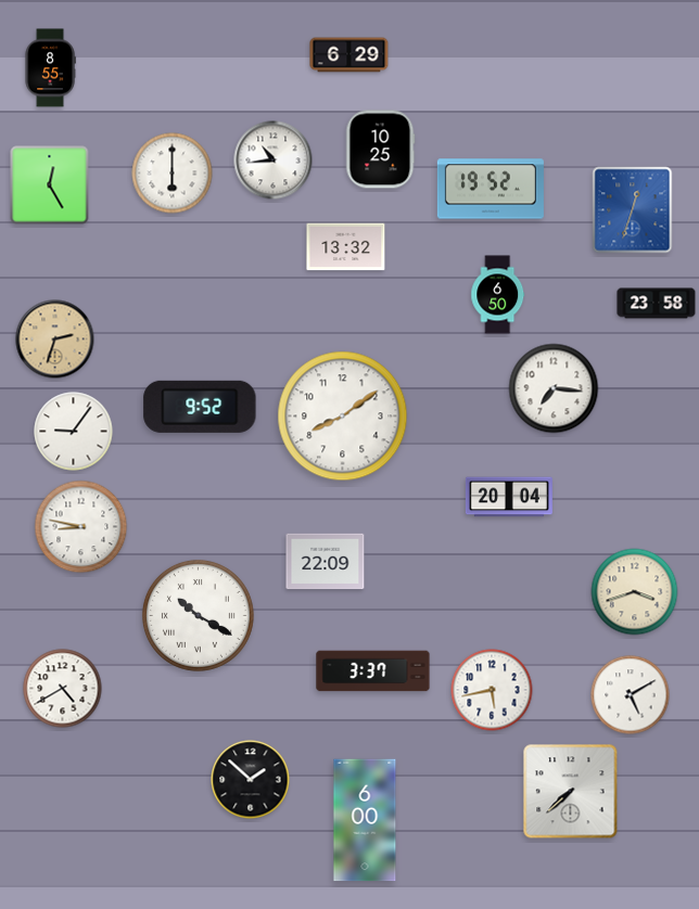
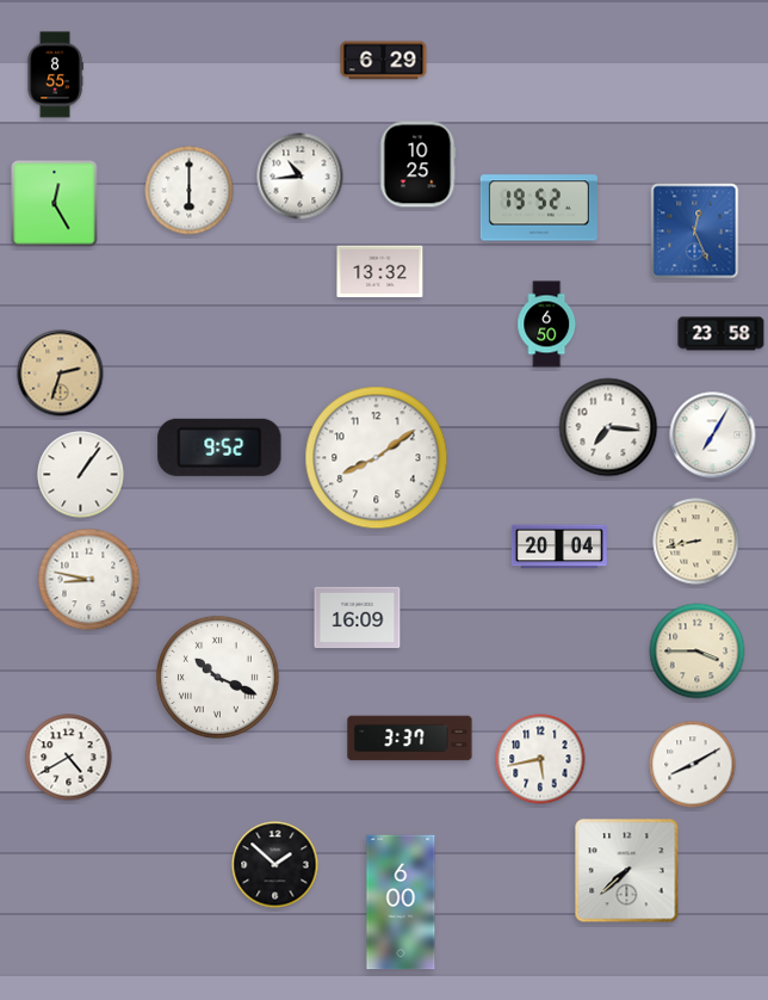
clock at (633, 210): 12:33 -> 12:26
clock at (713, 436): none -> 7:05
clock at (74, 432): 9:06 -> 1:06
clock at (696, 542): none -> 8:43
clock at (326, 562): 22:09 -> 16:09
clock at (635, 592): 3:42 -> 3:45
clock at (198, 615): 10:20 -> 10:19
clock at (631, 695): 5:10 -> 8:10
clock at (251, 780) position: (251, 780) -> (275, 865)
